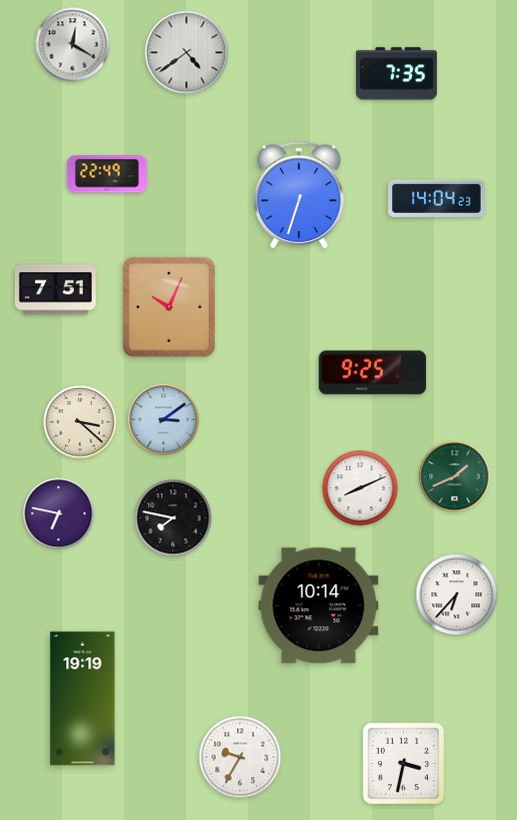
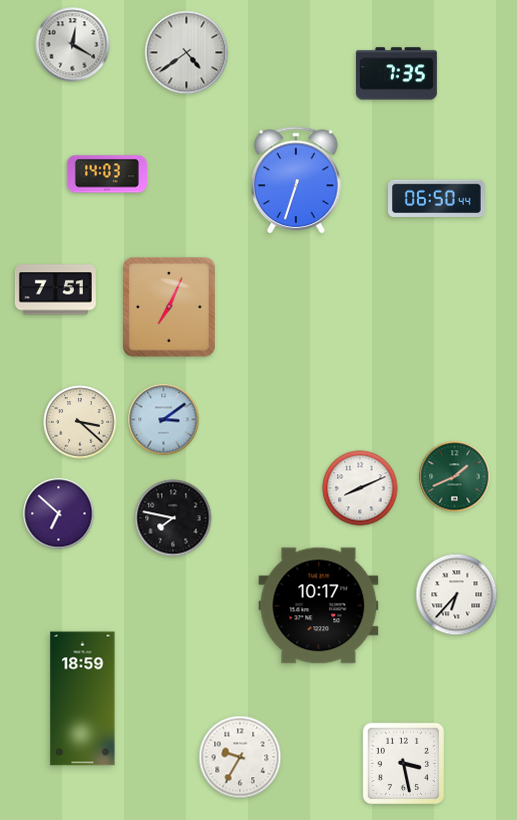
clock at (107, 174): 22:49 -> 14:03
clock at (299, 196) position: (299, 196) -> (296, 181)
clock at (437, 198): 14:04 -> 06:50
clock at (170, 308): 10:04 -> 7:04
clock at (373, 373): 9:25 -> none
clock at (59, 514): 6:47 -> 6:52
clock at (319, 606): 10:14 -> 10:17
clock at (83, 699): 19:19 -> 18:59
clock at (404, 764): 3:32 -> 3:28
